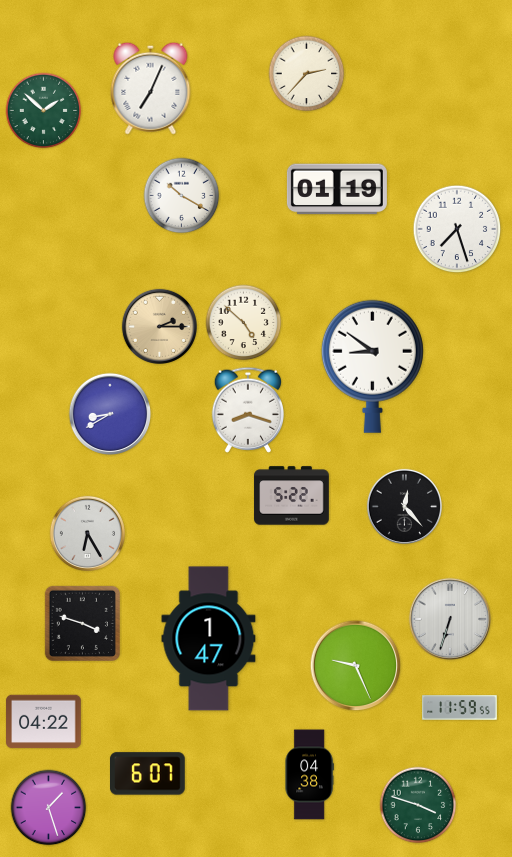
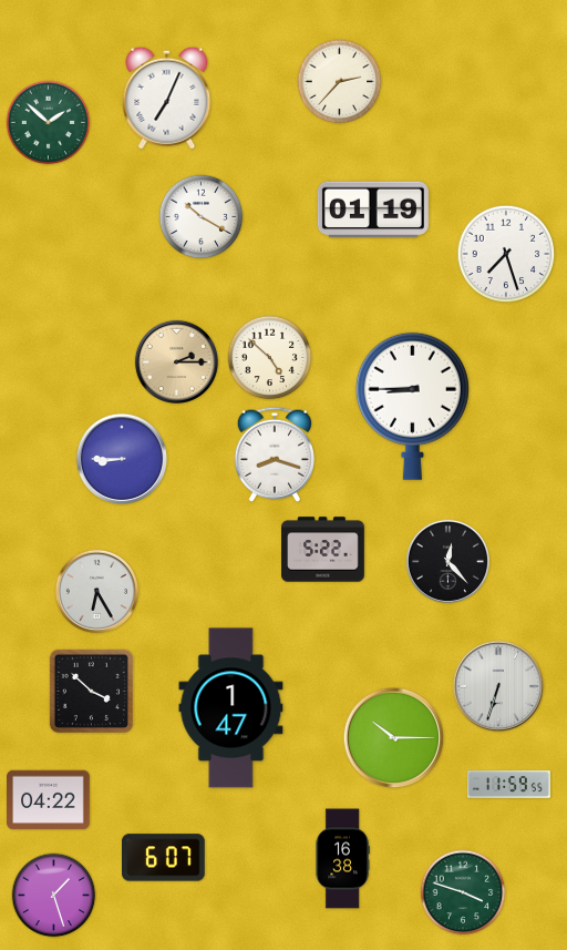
clock at (372, 366): 8:51 -> 8:45
clock at (109, 413): 8:40 -> 8:45
clock at (82, 623): 3:48 -> 3:52
clock at (356, 666): 9:26 -> 10:15
clock at (309, 775): 04:38 -> 16:38
